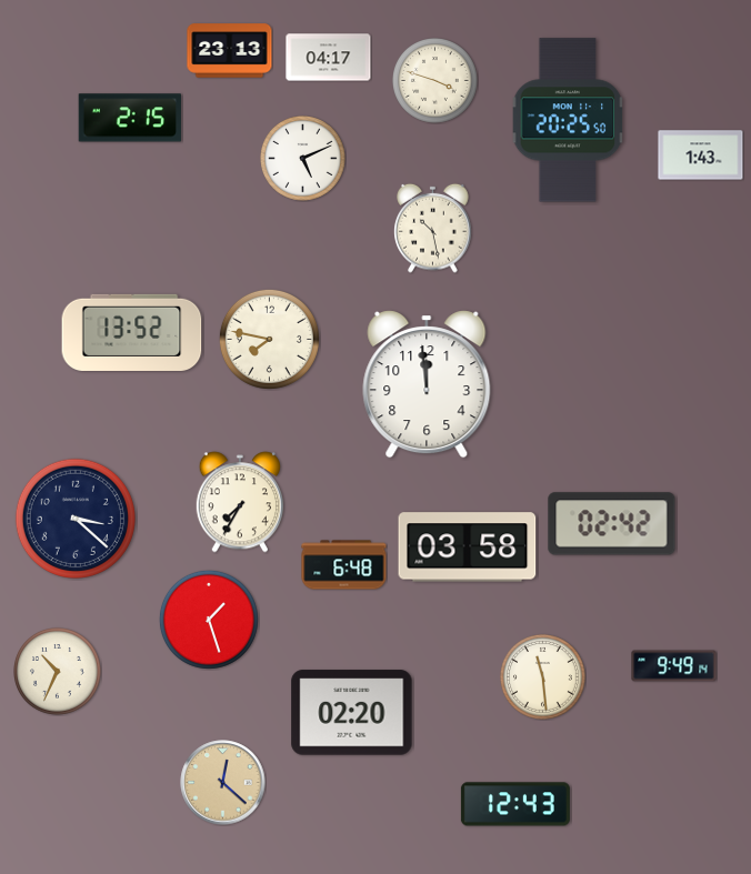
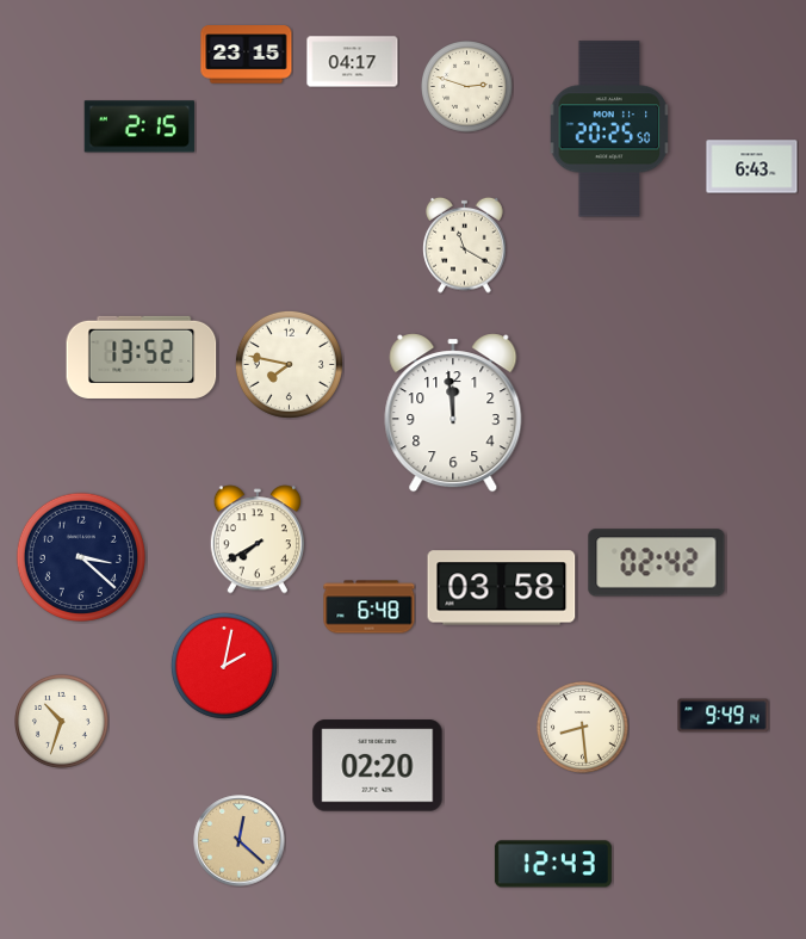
clock at (230, 51): 23:13 -> 23:15
clock at (435, 81): 3:48 -> 2:48
clock at (701, 155): 1:43 -> 6:43
clock at (303, 159): 5:11 -> none
clock at (433, 228): 10:28 -> 11:20
clock at (427, 384) position: (427, 384) -> (453, 413)
clock at (239, 502): 7:35 -> 7:40
clock at (209, 620): 1:27 -> 2:02
clock at (58, 672): 10:34 -> 10:33
clock at (543, 677): 11:29 -> 8:29
